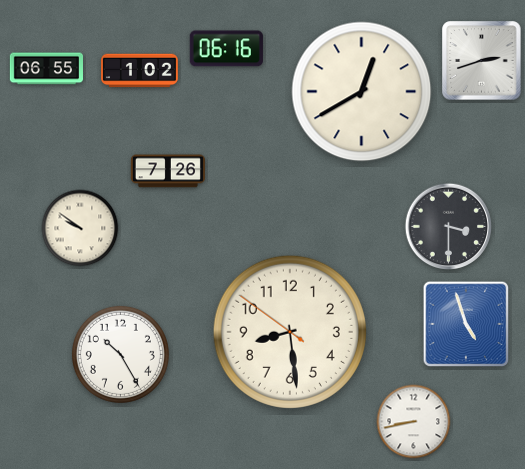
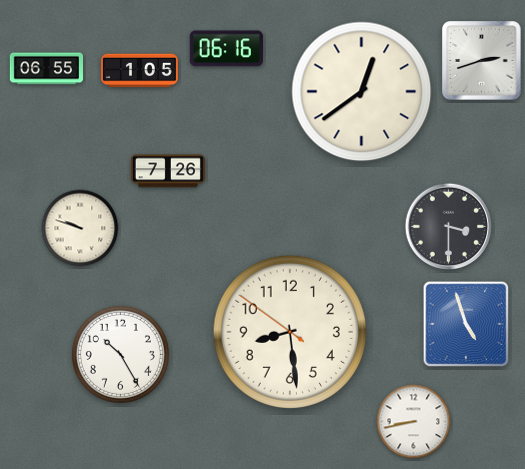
clock at (140, 71): 1:02 -> 1:05
clock at (362, 92): 12:40 -> 12:39
clock at (80, 228): 9:51 -> 9:48
